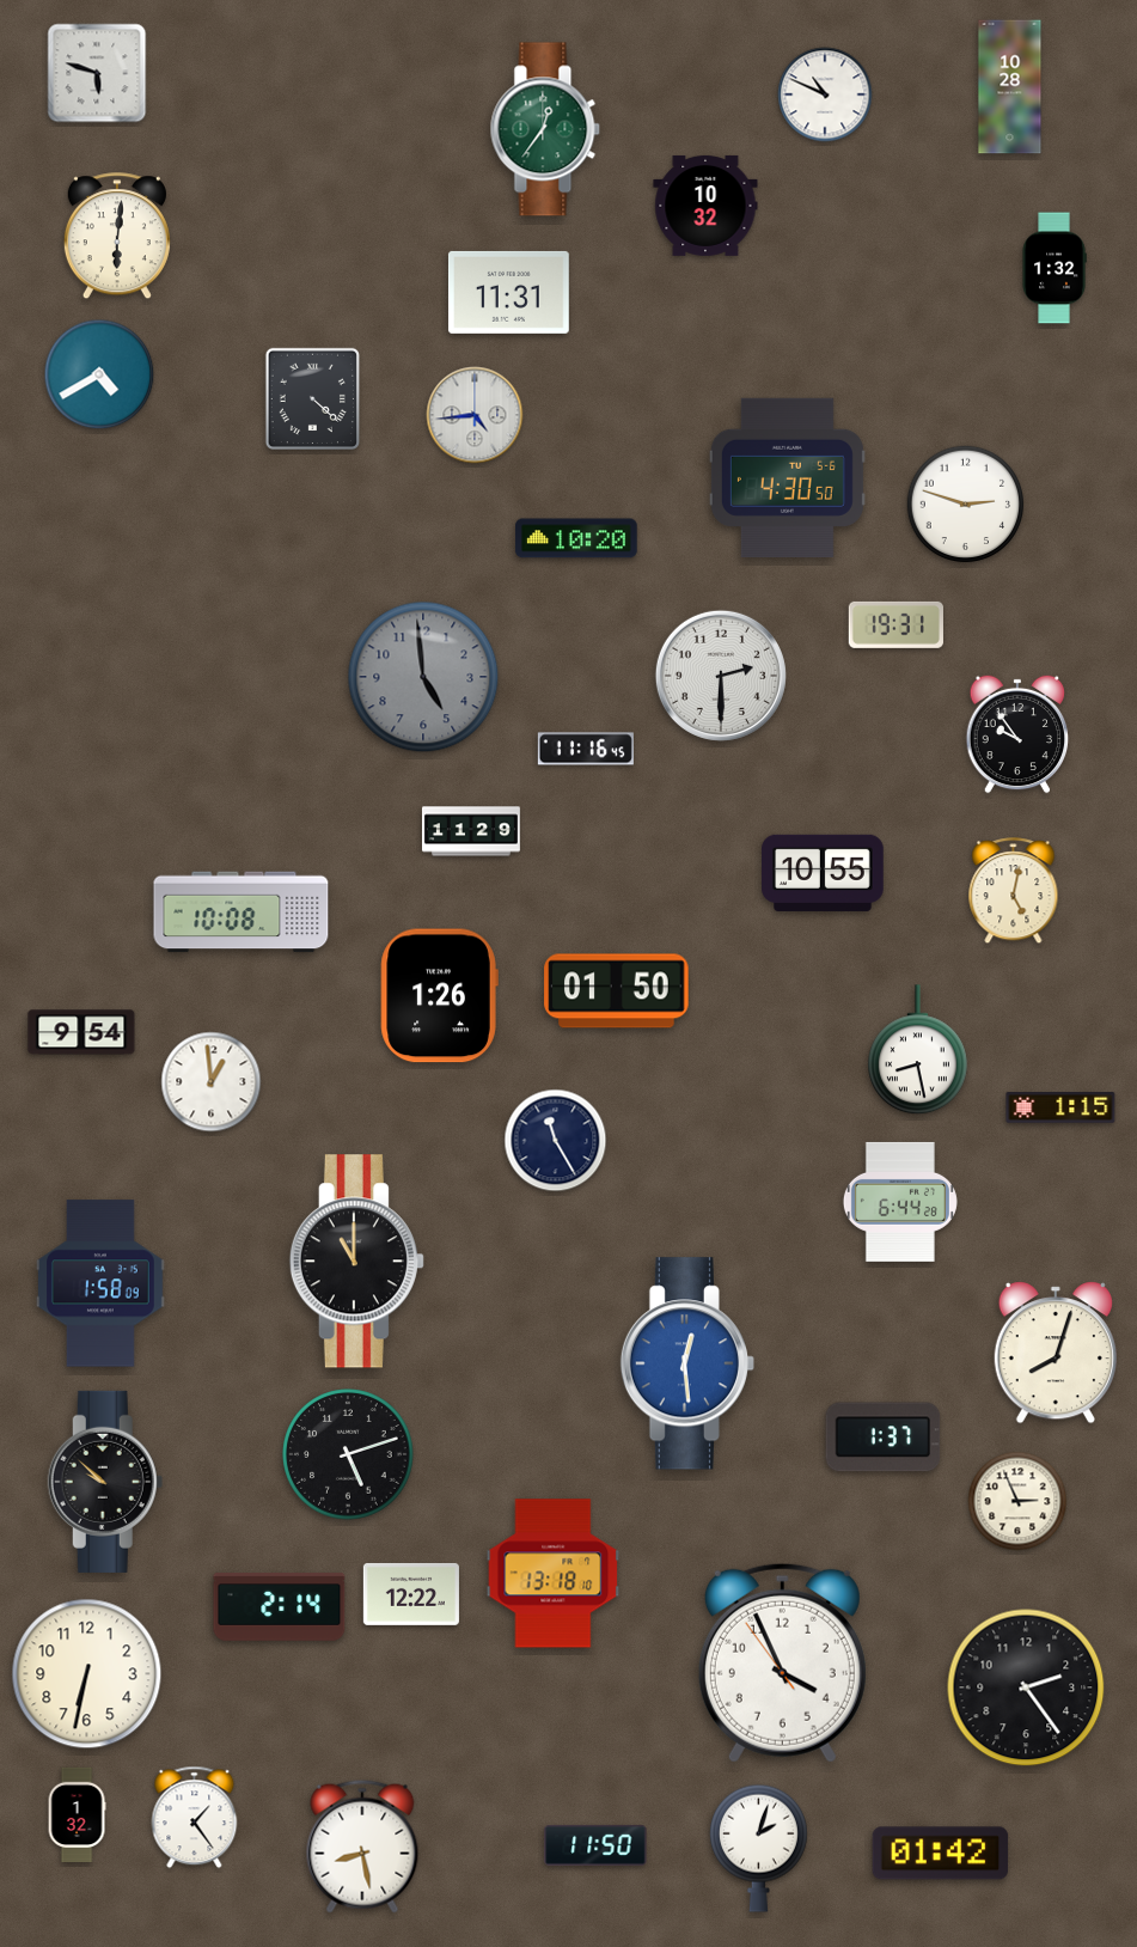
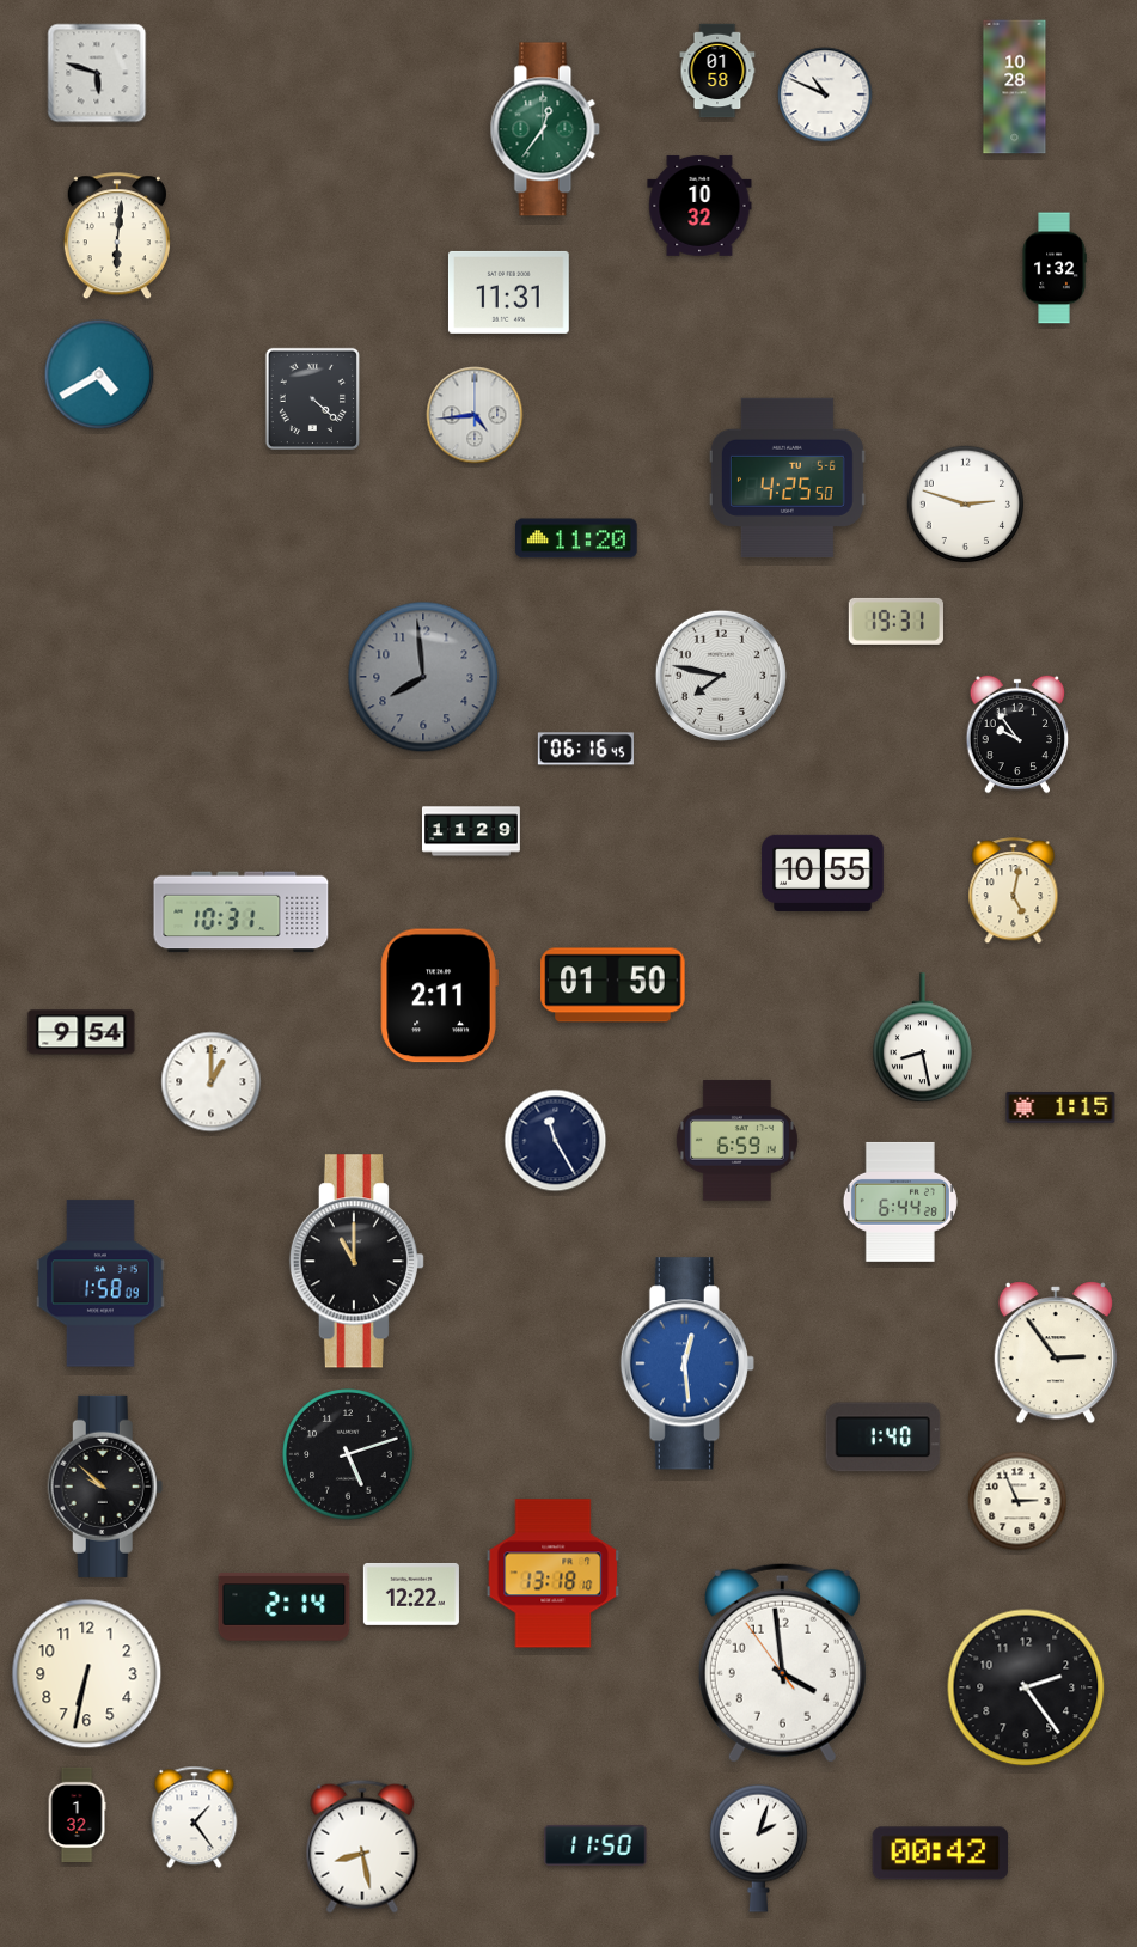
clock at (717, 71): none -> 01:58
clock at (1010, 87) position: (1010, 87) -> (1015, 87)
clock at (705, 206) position: (705, 206) -> (699, 206)
clock at (787, 477): 4:30 -> 4:25
clock at (576, 538): 10:20 -> 11:20
clock at (895, 624) position: (895, 624) -> (895, 621)
clock at (721, 676): 2:30 -> 7:47
clock at (423, 677): 4:59 -> 7:59
clock at (586, 749): 11:16 -> 06:16
clock at (242, 913): 10:08 -> 10:31
clock at (617, 991) position: (617, 991) -> (613, 985)
clock at (439, 996): 1:26 -> 2:11
clock at (918, 1050) position: (918, 1050) -> (923, 1038)
clock at (212, 1082): 12:59 -> 1:00
clock at (736, 1141): none -> 6:59
clock at (1056, 1353): 8:03 -> 2:54
clock at (884, 1438): 1:37 -> 1:40
clock at (105, 1482) position: (105, 1482) -> (105, 1487)
clock at (280, 1607) position: (280, 1607) -> (285, 1607)
clock at (782, 1662): 3:55 -> 3:58
clock at (941, 1854): 01:42 -> 00:42
